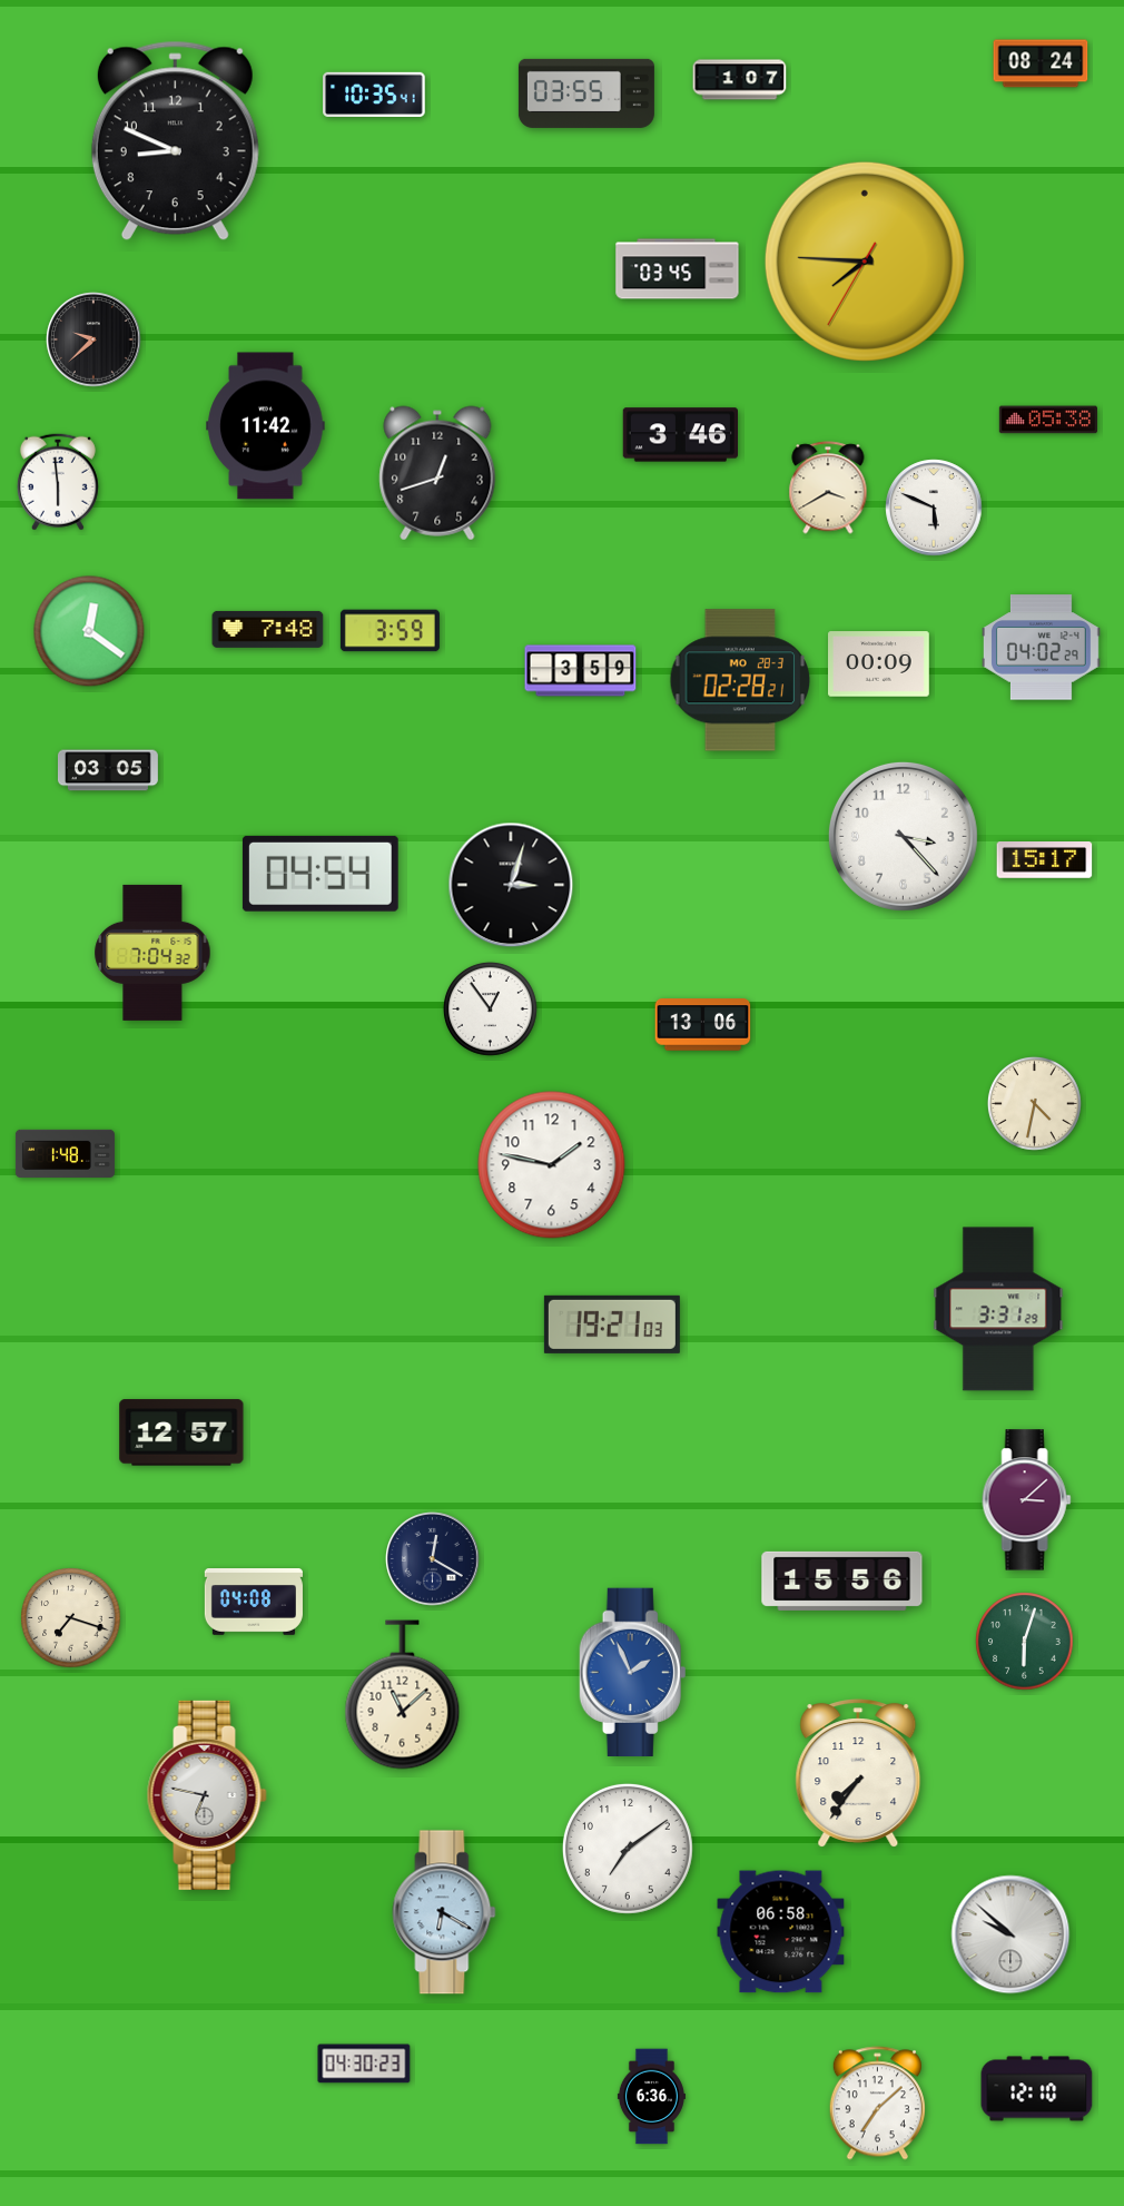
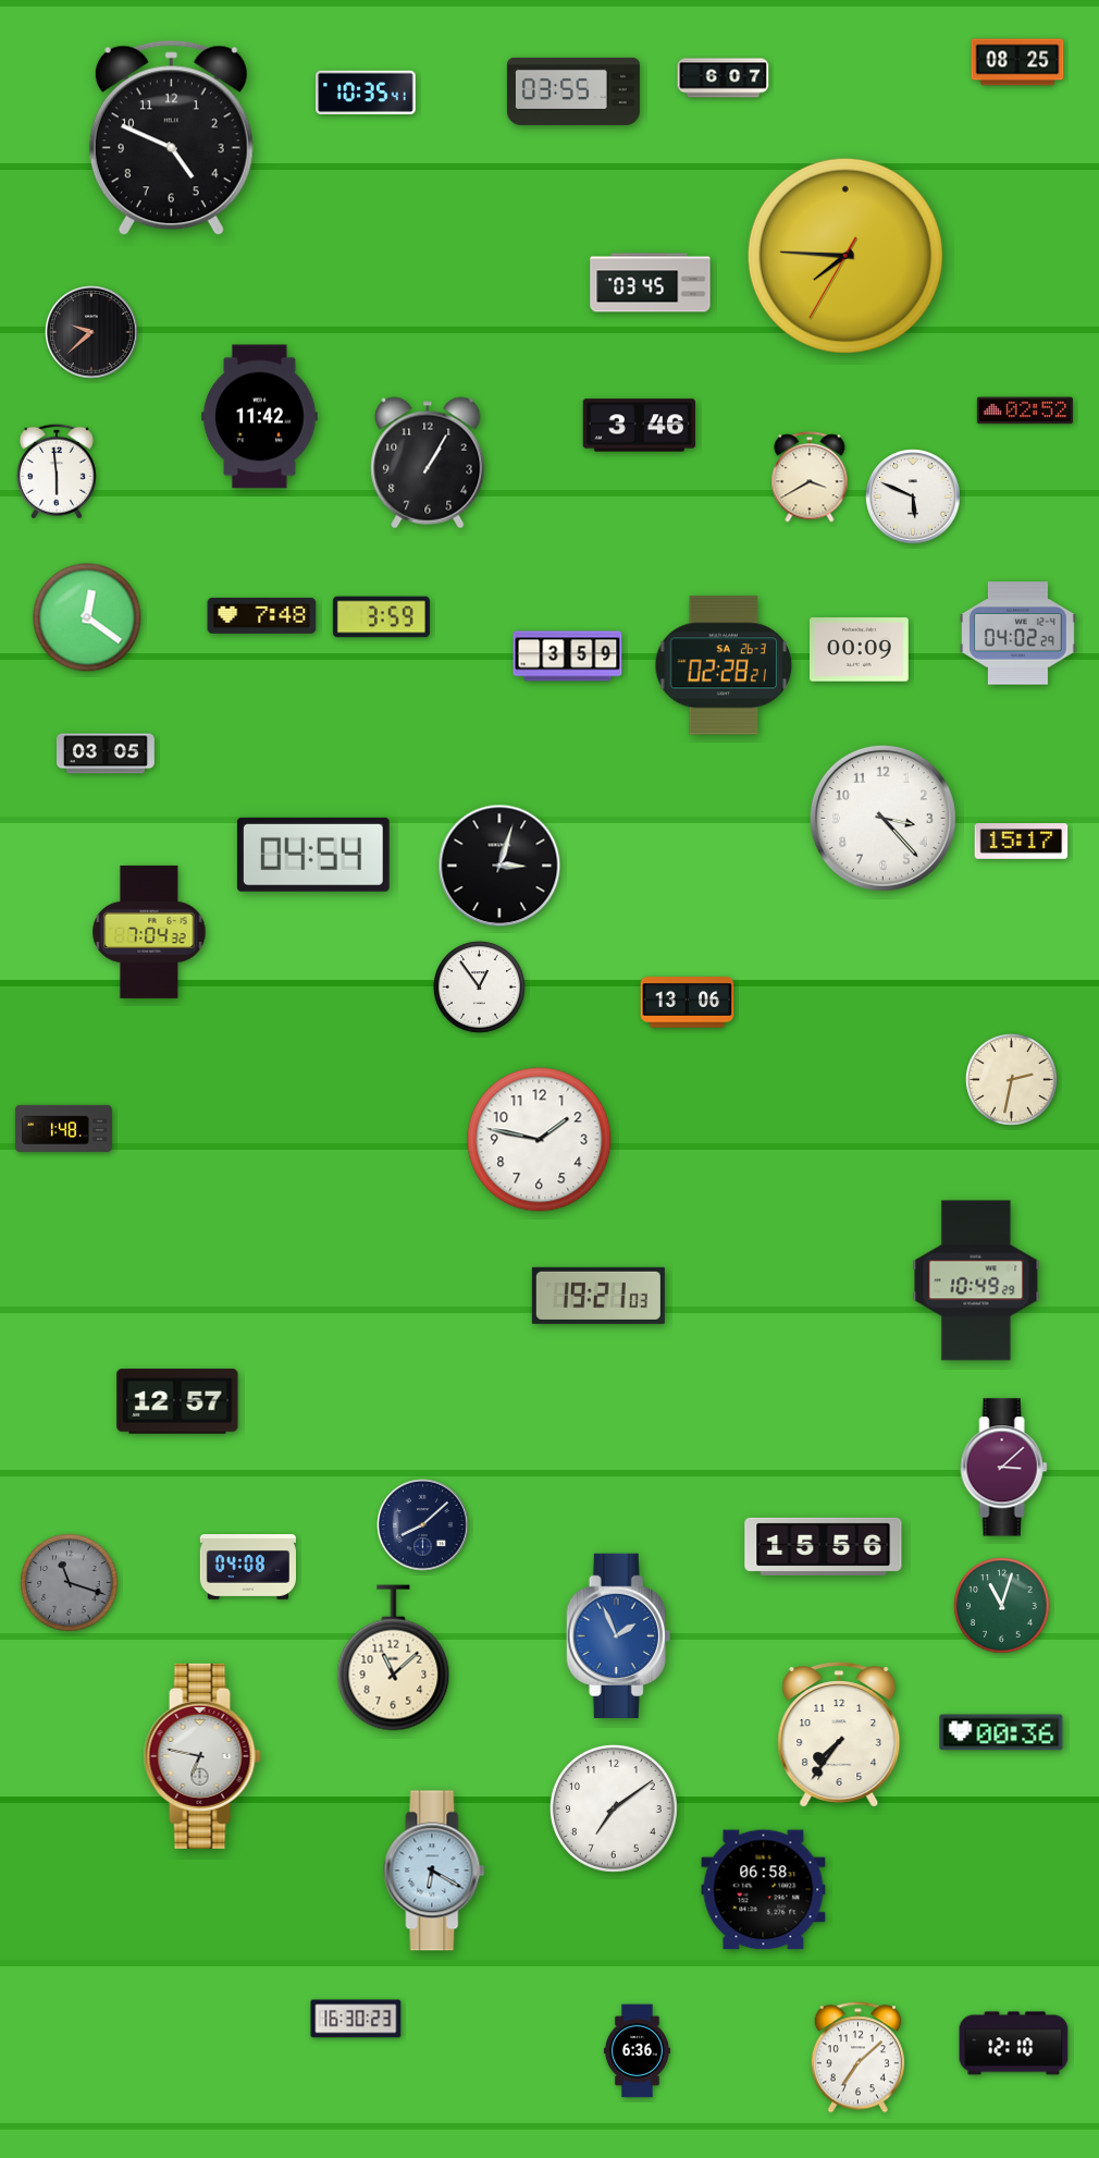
clock at (1041, 63): 08:24 -> 08:25
clock at (740, 80): 1:07 -> 6:07
clock at (175, 141): 8:49 -> 4:49
clock at (678, 269) position: (678, 269) -> (651, 283)
clock at (1048, 420): 05:38 -> 02:52
clock at (680, 435) position: (680, 435) -> (639, 426)
clock at (437, 473): 12:42 -> 1:05
clock at (740, 680) date: MO 28-3 -> SA 26-3
clock at (1034, 1103): 4:32 -> 2:32
clock at (998, 1309): 3:31 -> 10:49
clock at (433, 1559): 12:20 -> 8:08
clock at (71, 1618): 7:18 -> 11:18
clock at (71, 1618) dial: cream -> grey
clock at (1025, 1642): 6:03 -> 11:03
clock at (1001, 1732): none -> 00:36
clock at (1010, 1934): 9:52 -> none
clock at (364, 2064): 04:30 -> 16:30
